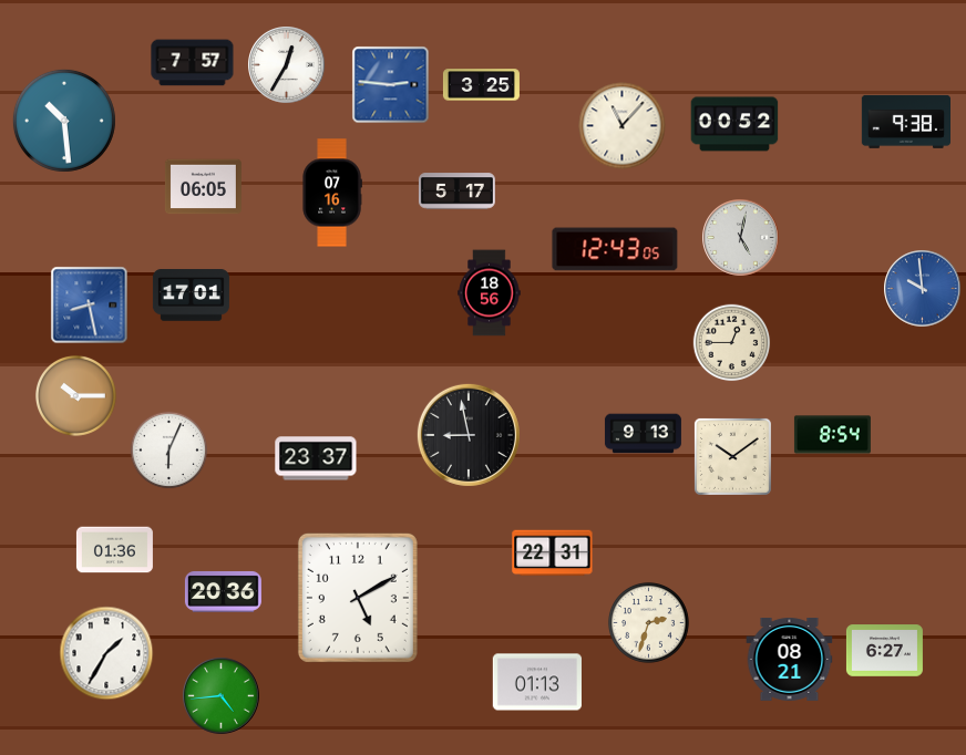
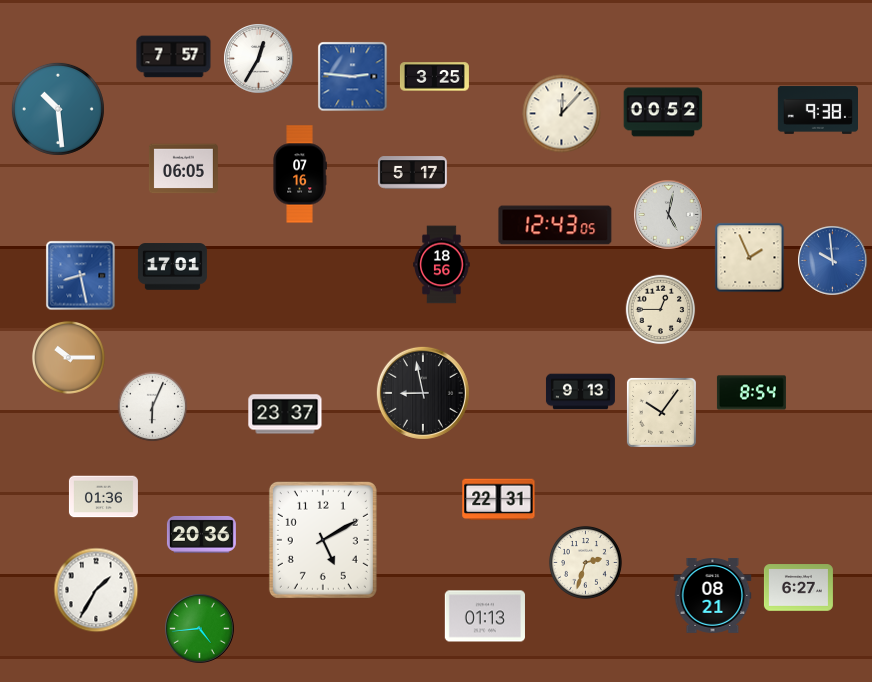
clock at (623, 126): 11:07 -> 12:07
clock at (750, 258): none -> 1:56
clock at (732, 456): 10:09 -> 10:06
